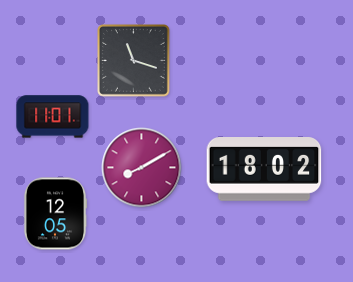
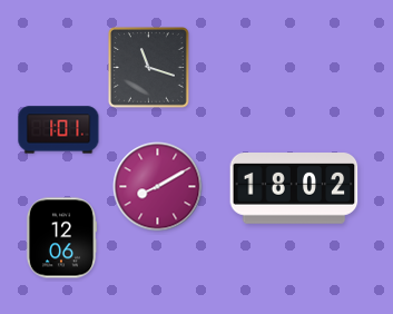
clock at (53, 117): 11:01 -> 1:01
clock at (55, 214): 12:05 -> 12:06
